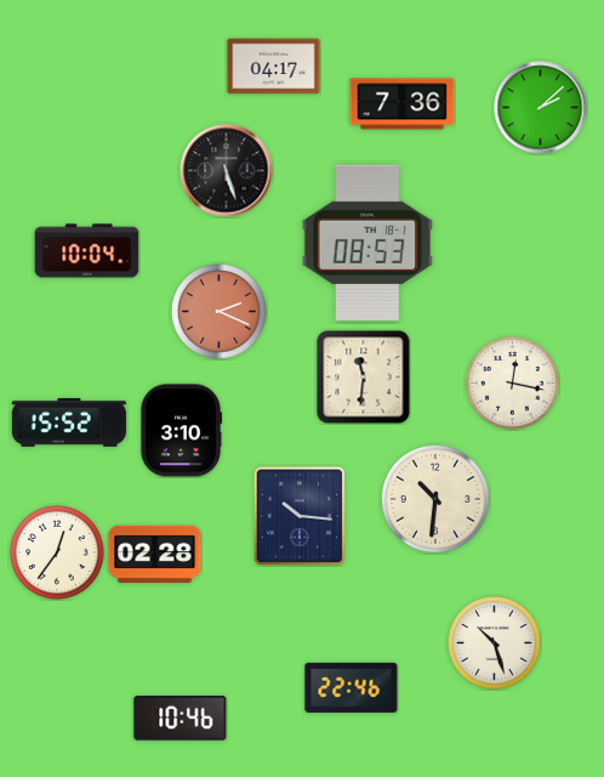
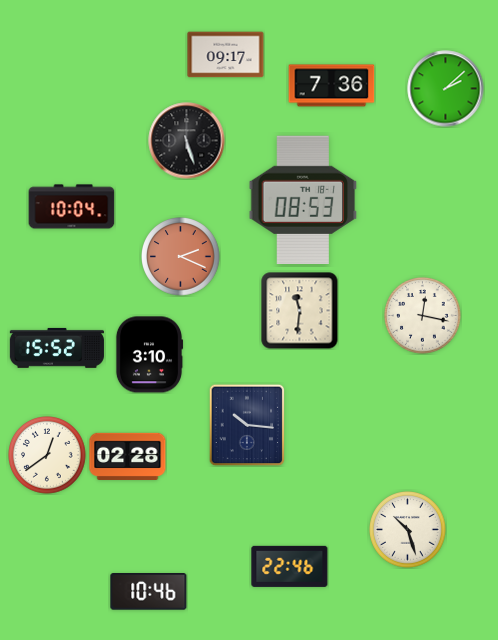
clock at (274, 67): 04:17 -> 09:17
clock at (435, 499): 10:31 -> none
clock at (57, 552): 12:36 -> 12:39
